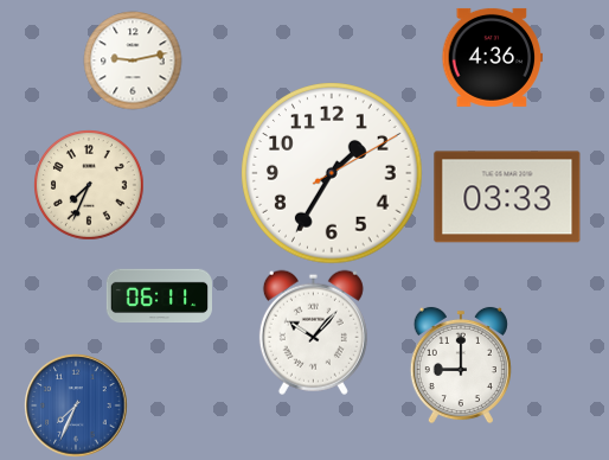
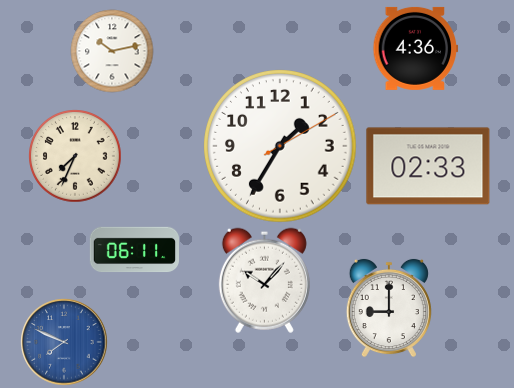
clock at (133, 60): 9:13 -> 10:13
clock at (507, 197): 03:33 -> 02:33
clock at (76, 405): 7:34 -> 7:49
